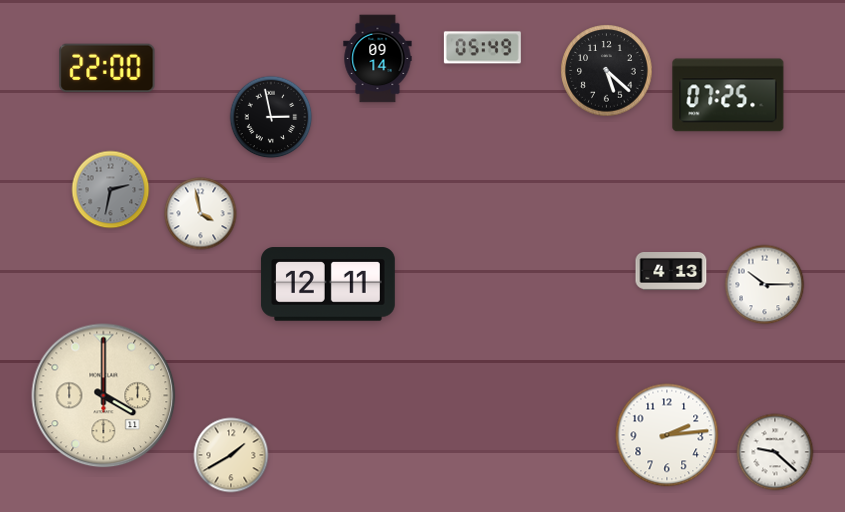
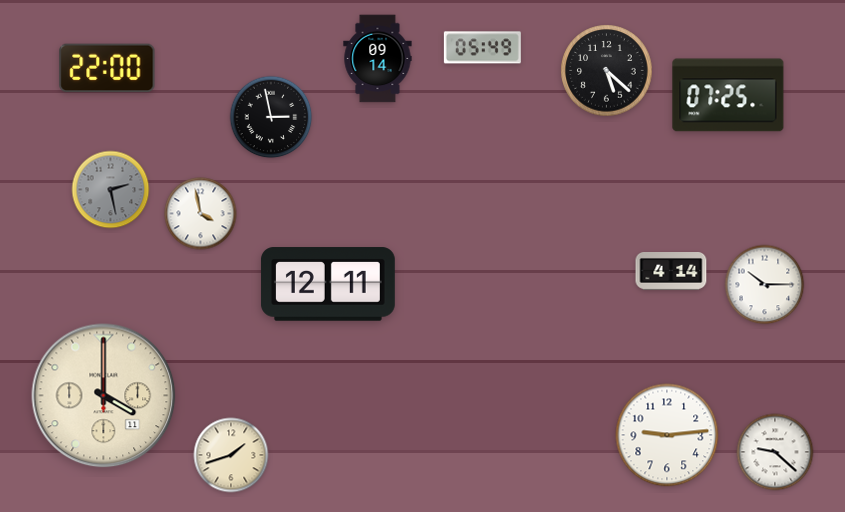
clock at (111, 190): 2:32 -> 2:28
clock at (671, 272): 4:13 -> 4:14
clock at (667, 435): 2:14 -> 9:14
clock at (231, 455): 1:40 -> 1:42
